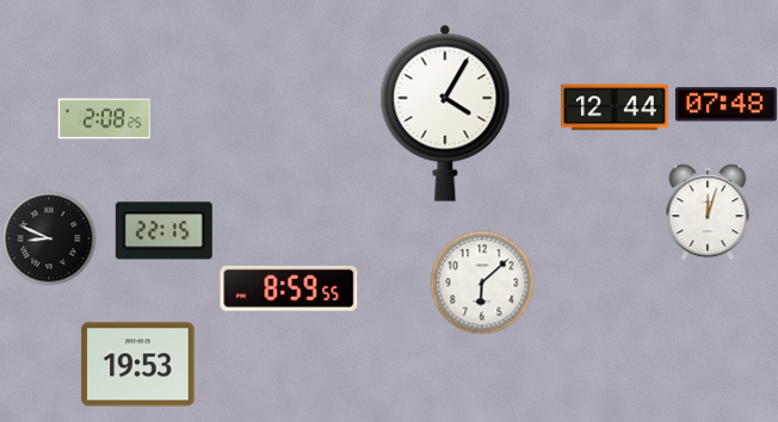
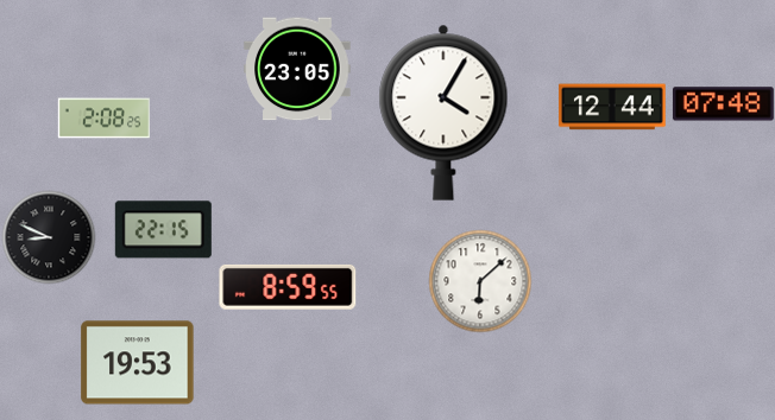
clock at (297, 69): none -> 23:05
clock at (708, 212): 12:03 -> none
